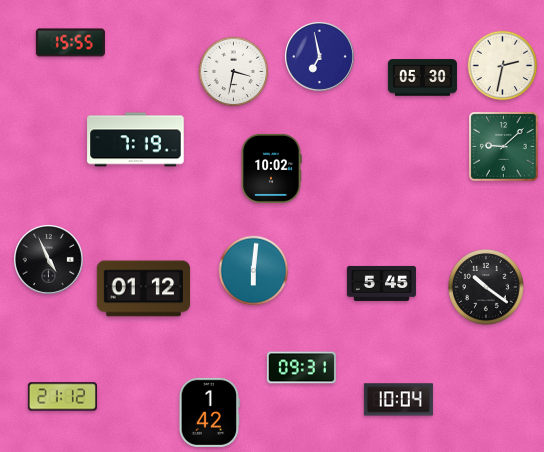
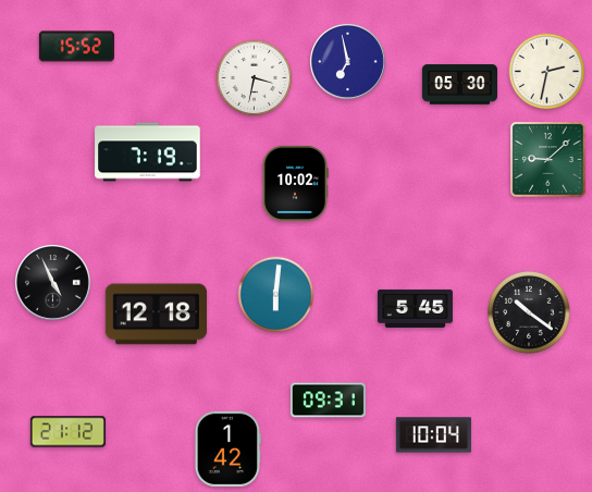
clock at (70, 43): 15:55 -> 15:52
clock at (144, 289): 01:12 -> 12:18
